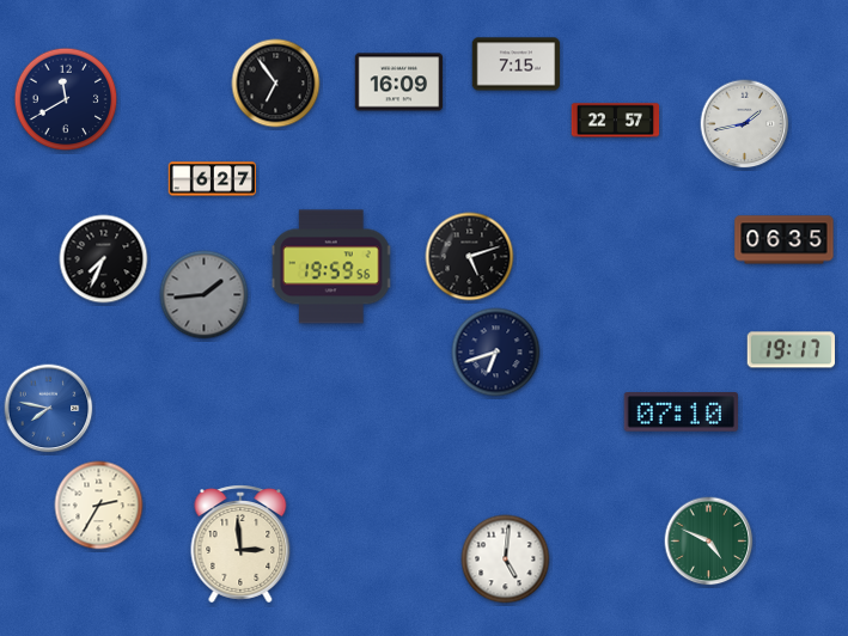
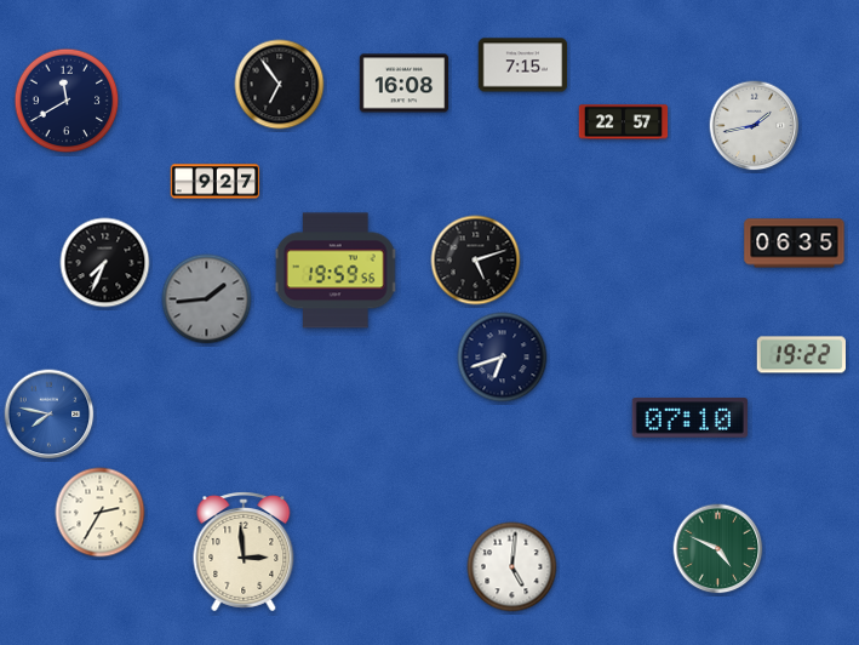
clock at (399, 82): 16:09 -> 16:08
clock at (213, 179): 6:27 -> 9:27
clock at (791, 350): 19:17 -> 19:22
